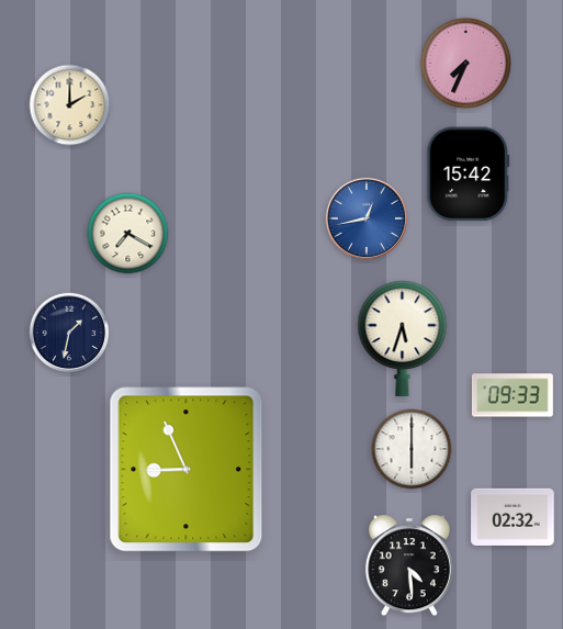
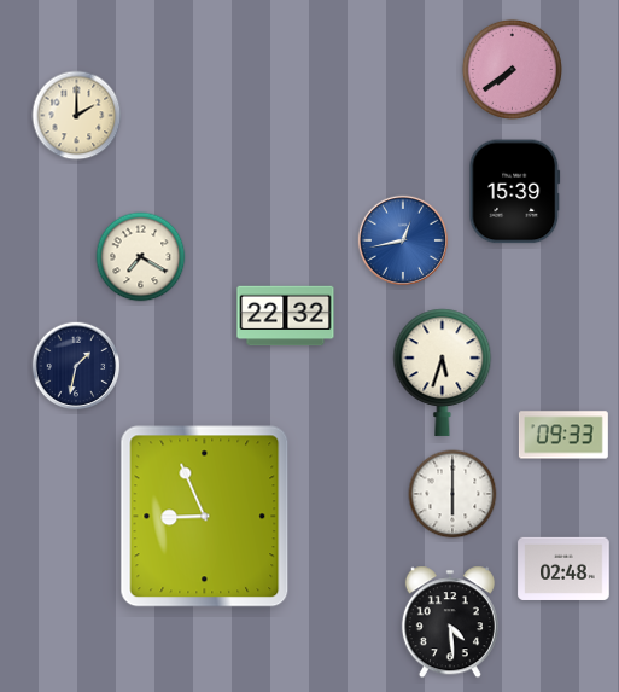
clock at (465, 63): 7:34 -> 7:39
clock at (469, 175): 15:42 -> 15:39
clock at (286, 316): none -> 22:32
clock at (513, 517): 02:32 -> 02:48
